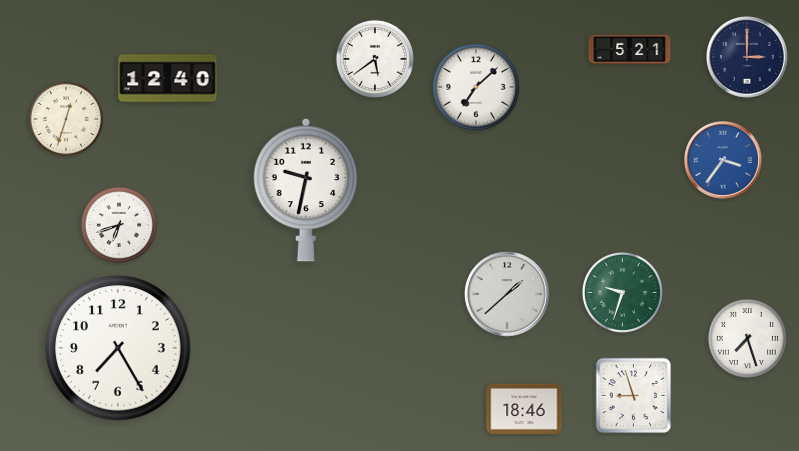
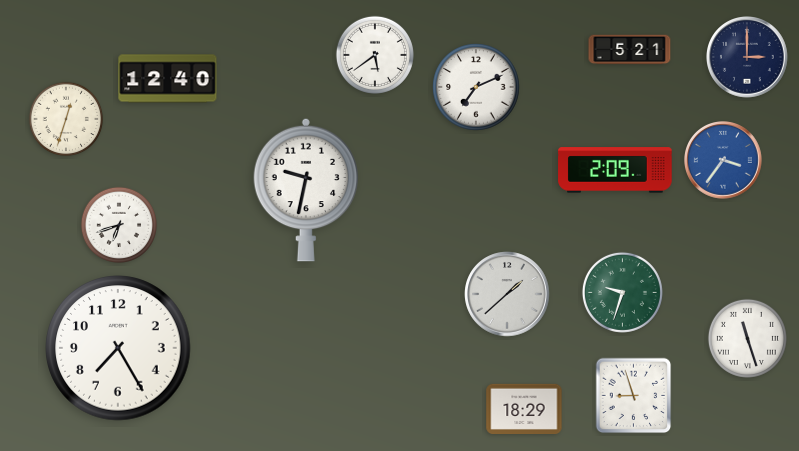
clock at (375, 59) position: (375, 59) -> (375, 55)
clock at (476, 87): 7:08 -> 7:11
clock at (615, 170): none -> 2:09
clock at (747, 338): 7:27 -> 11:27
clock at (524, 408): 18:46 -> 18:29
